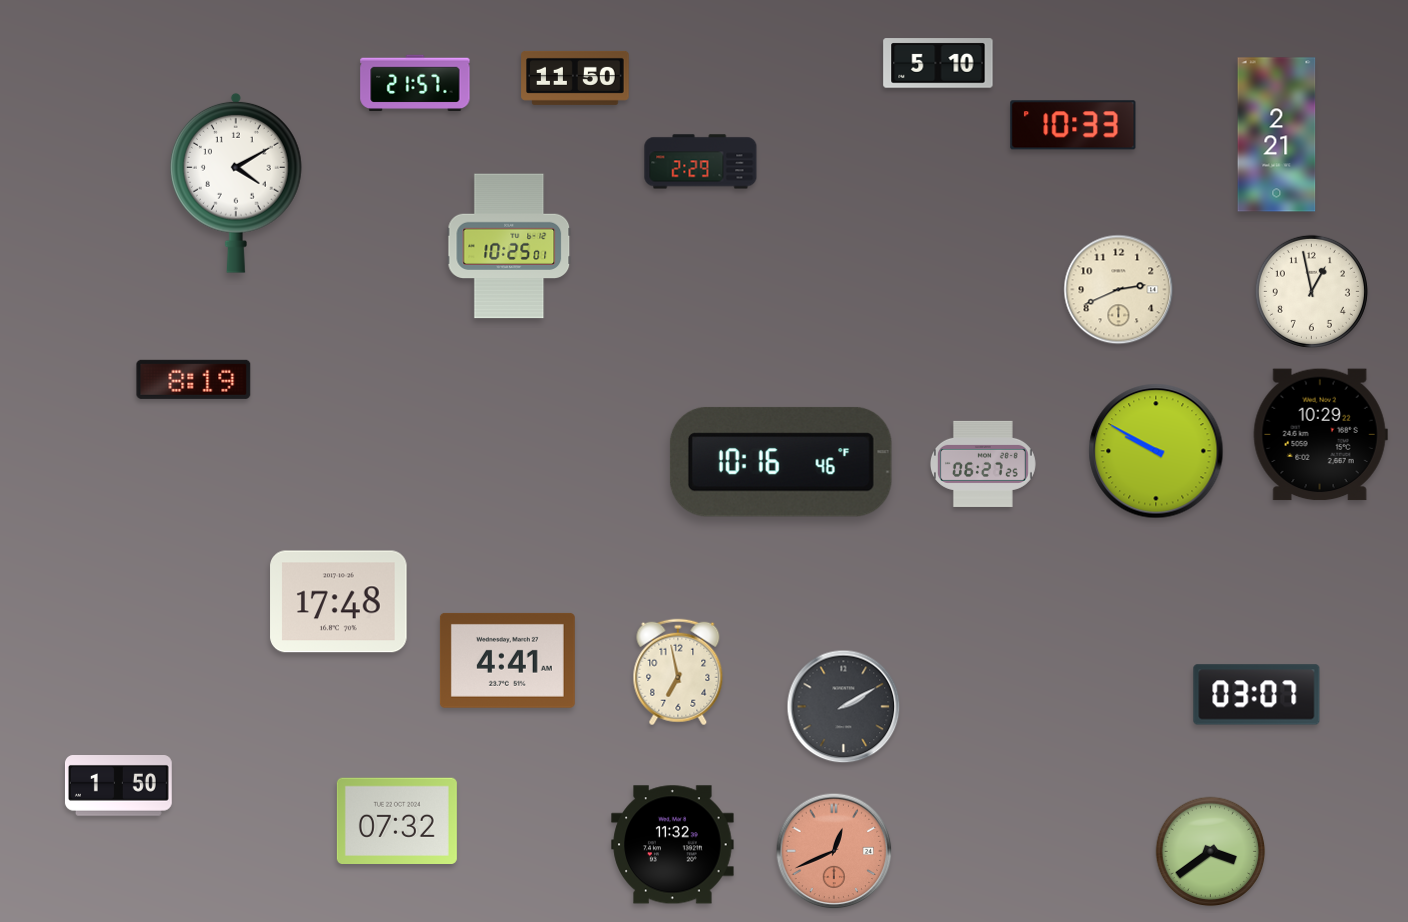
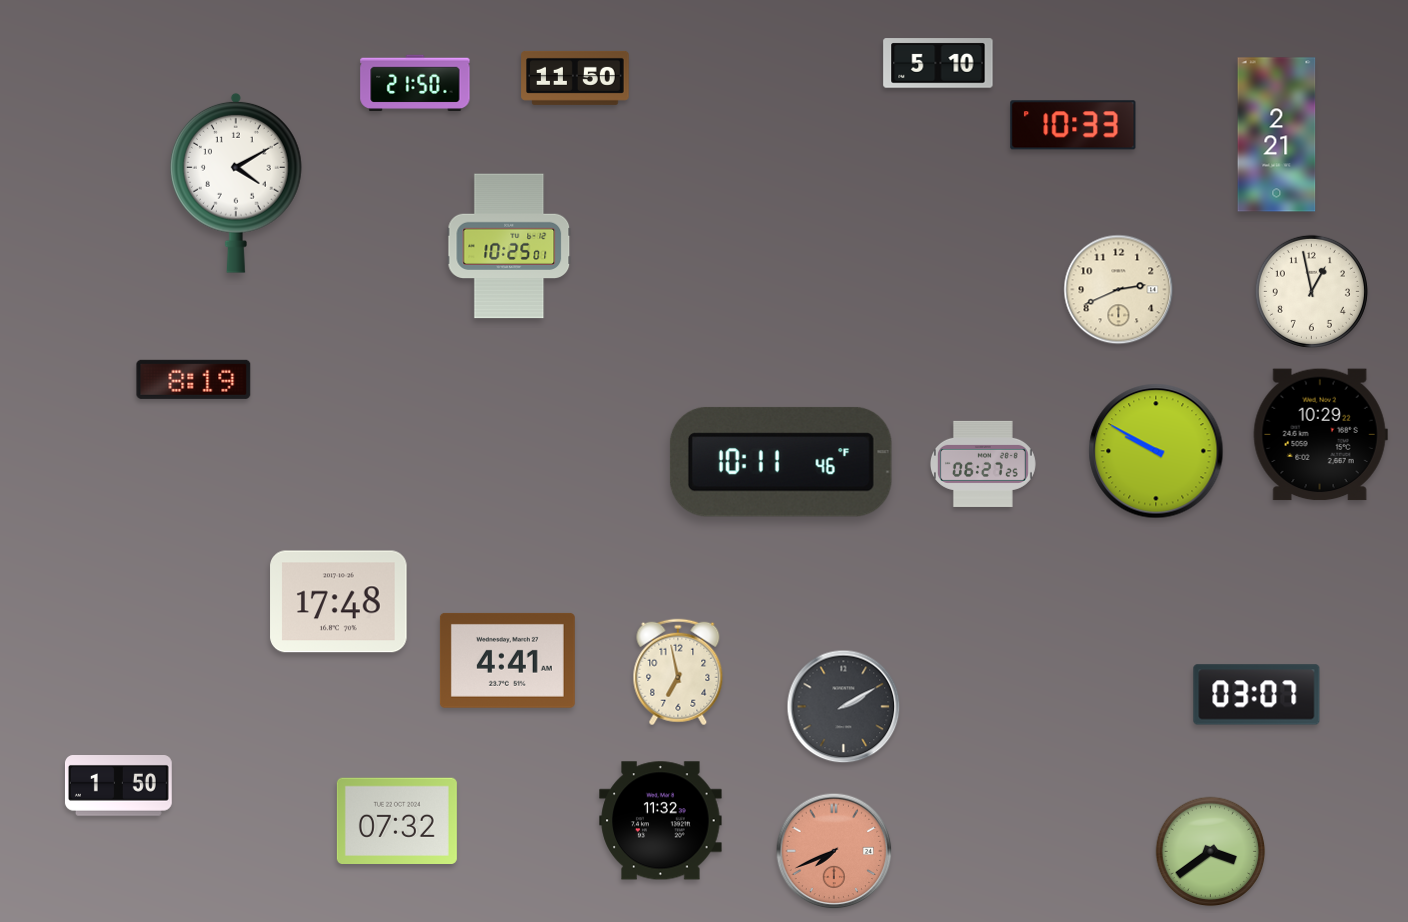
clock at (415, 83): 21:57 -> 21:50
clock at (701, 162): 2:29 -> none
clock at (781, 462): 10:16 -> 10:11
clock at (673, 845) position: (673, 845) -> (661, 821)
clock at (834, 851): 12:41 -> 7:41
